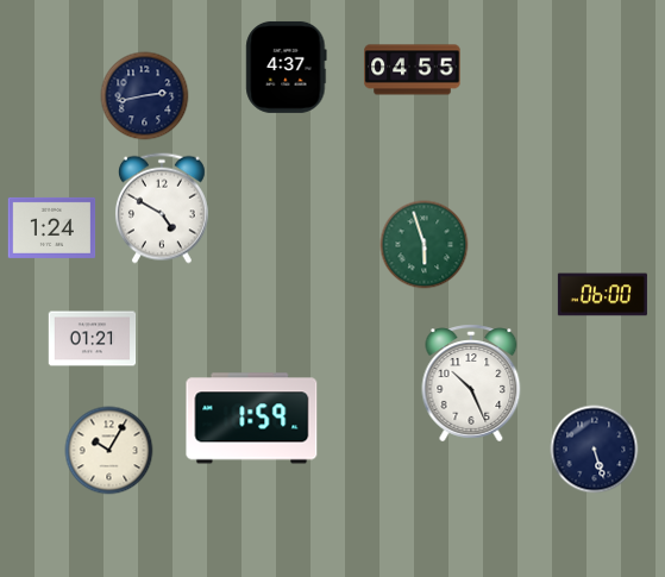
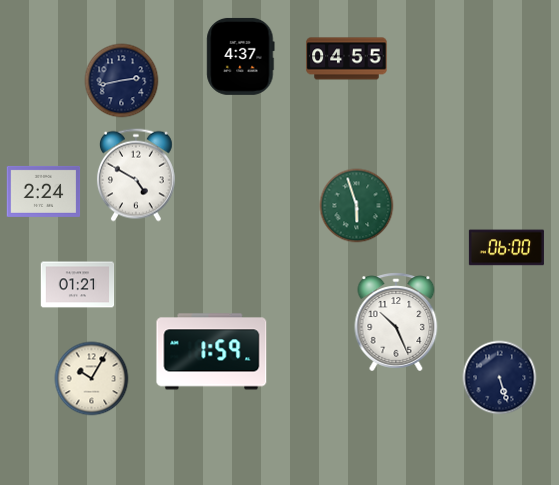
clock at (52, 227): 1:24 -> 2:24
